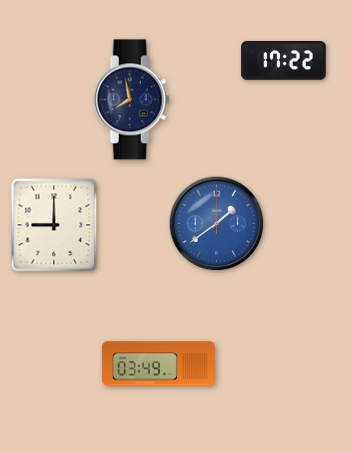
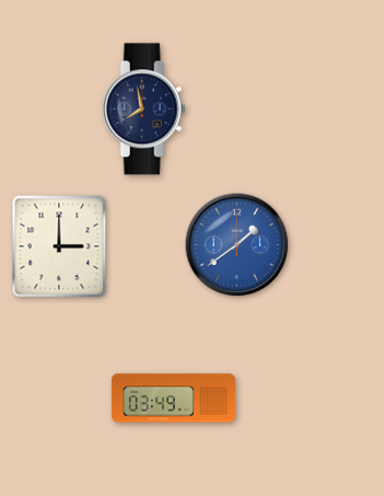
clock at (284, 61): 17:22 -> none
clock at (54, 225): 9:00 -> 3:00
